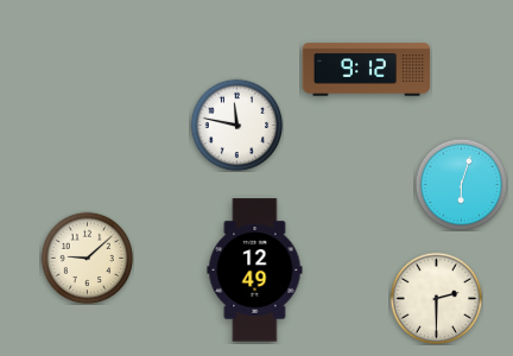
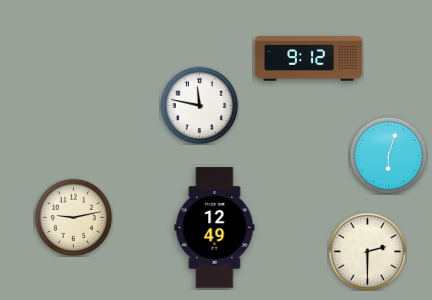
clock at (87, 258): 9:08 -> 9:13
